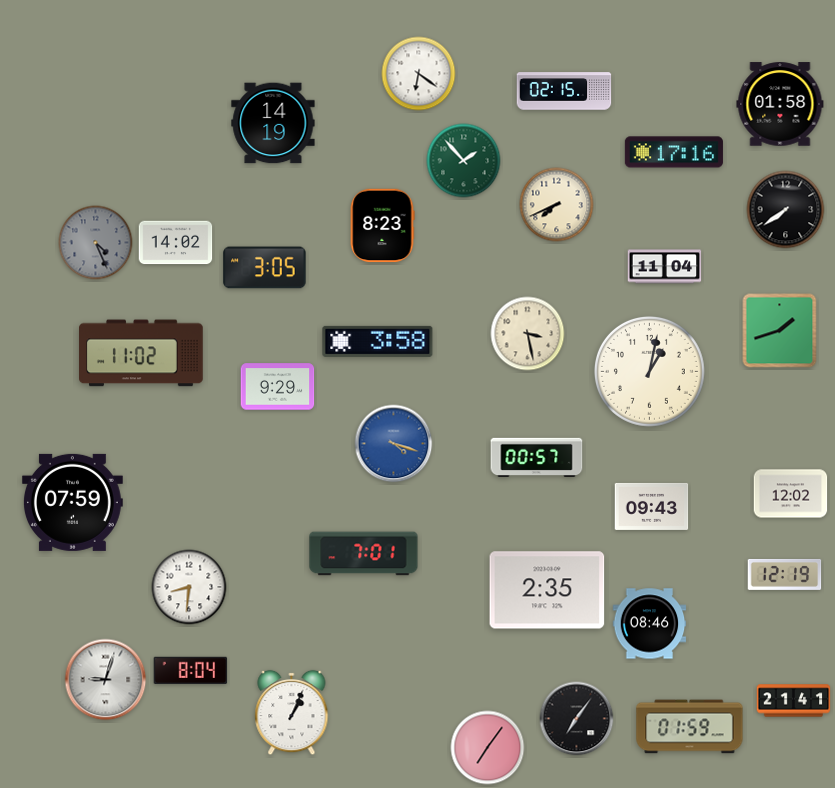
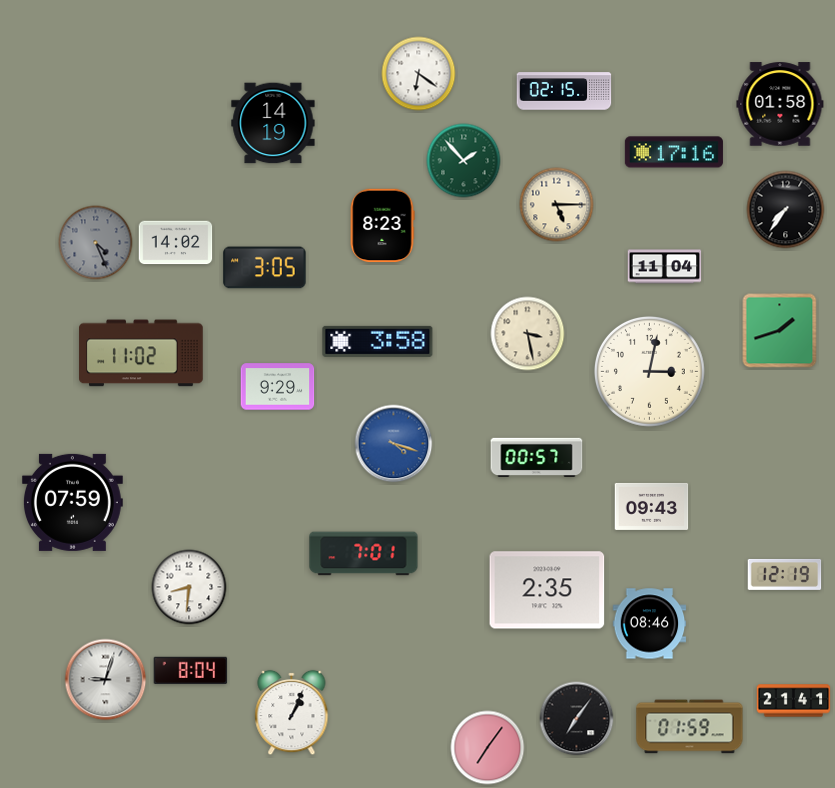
clock at (557, 205): 7:41 -> 5:15
clock at (786, 210): 7:39 -> 7:36
clock at (649, 371): 1:02 -> 3:02
clock at (791, 494): 12:02 -> none
